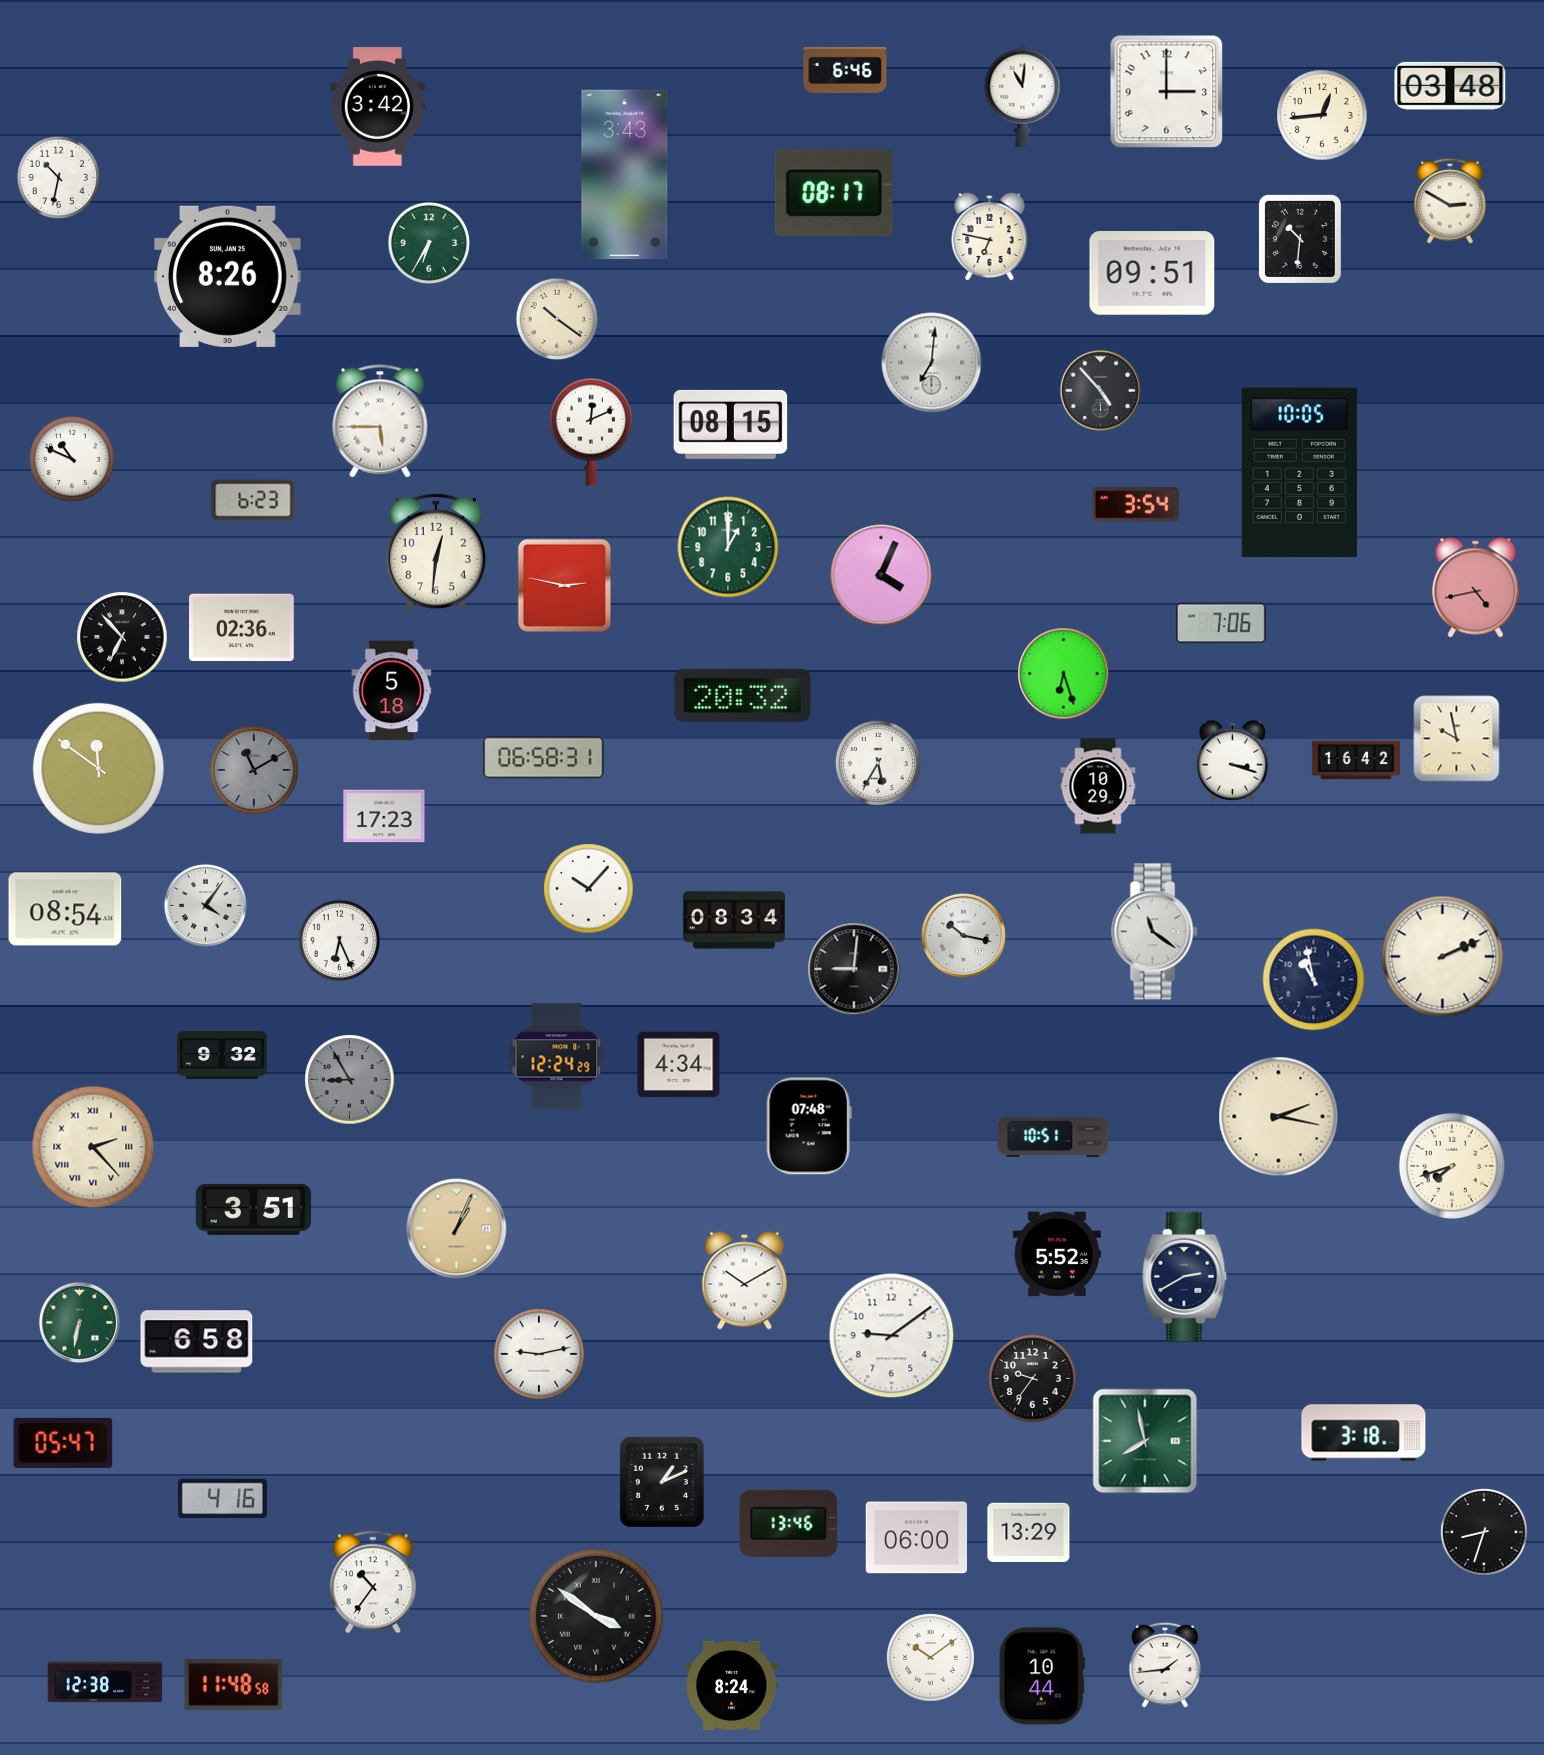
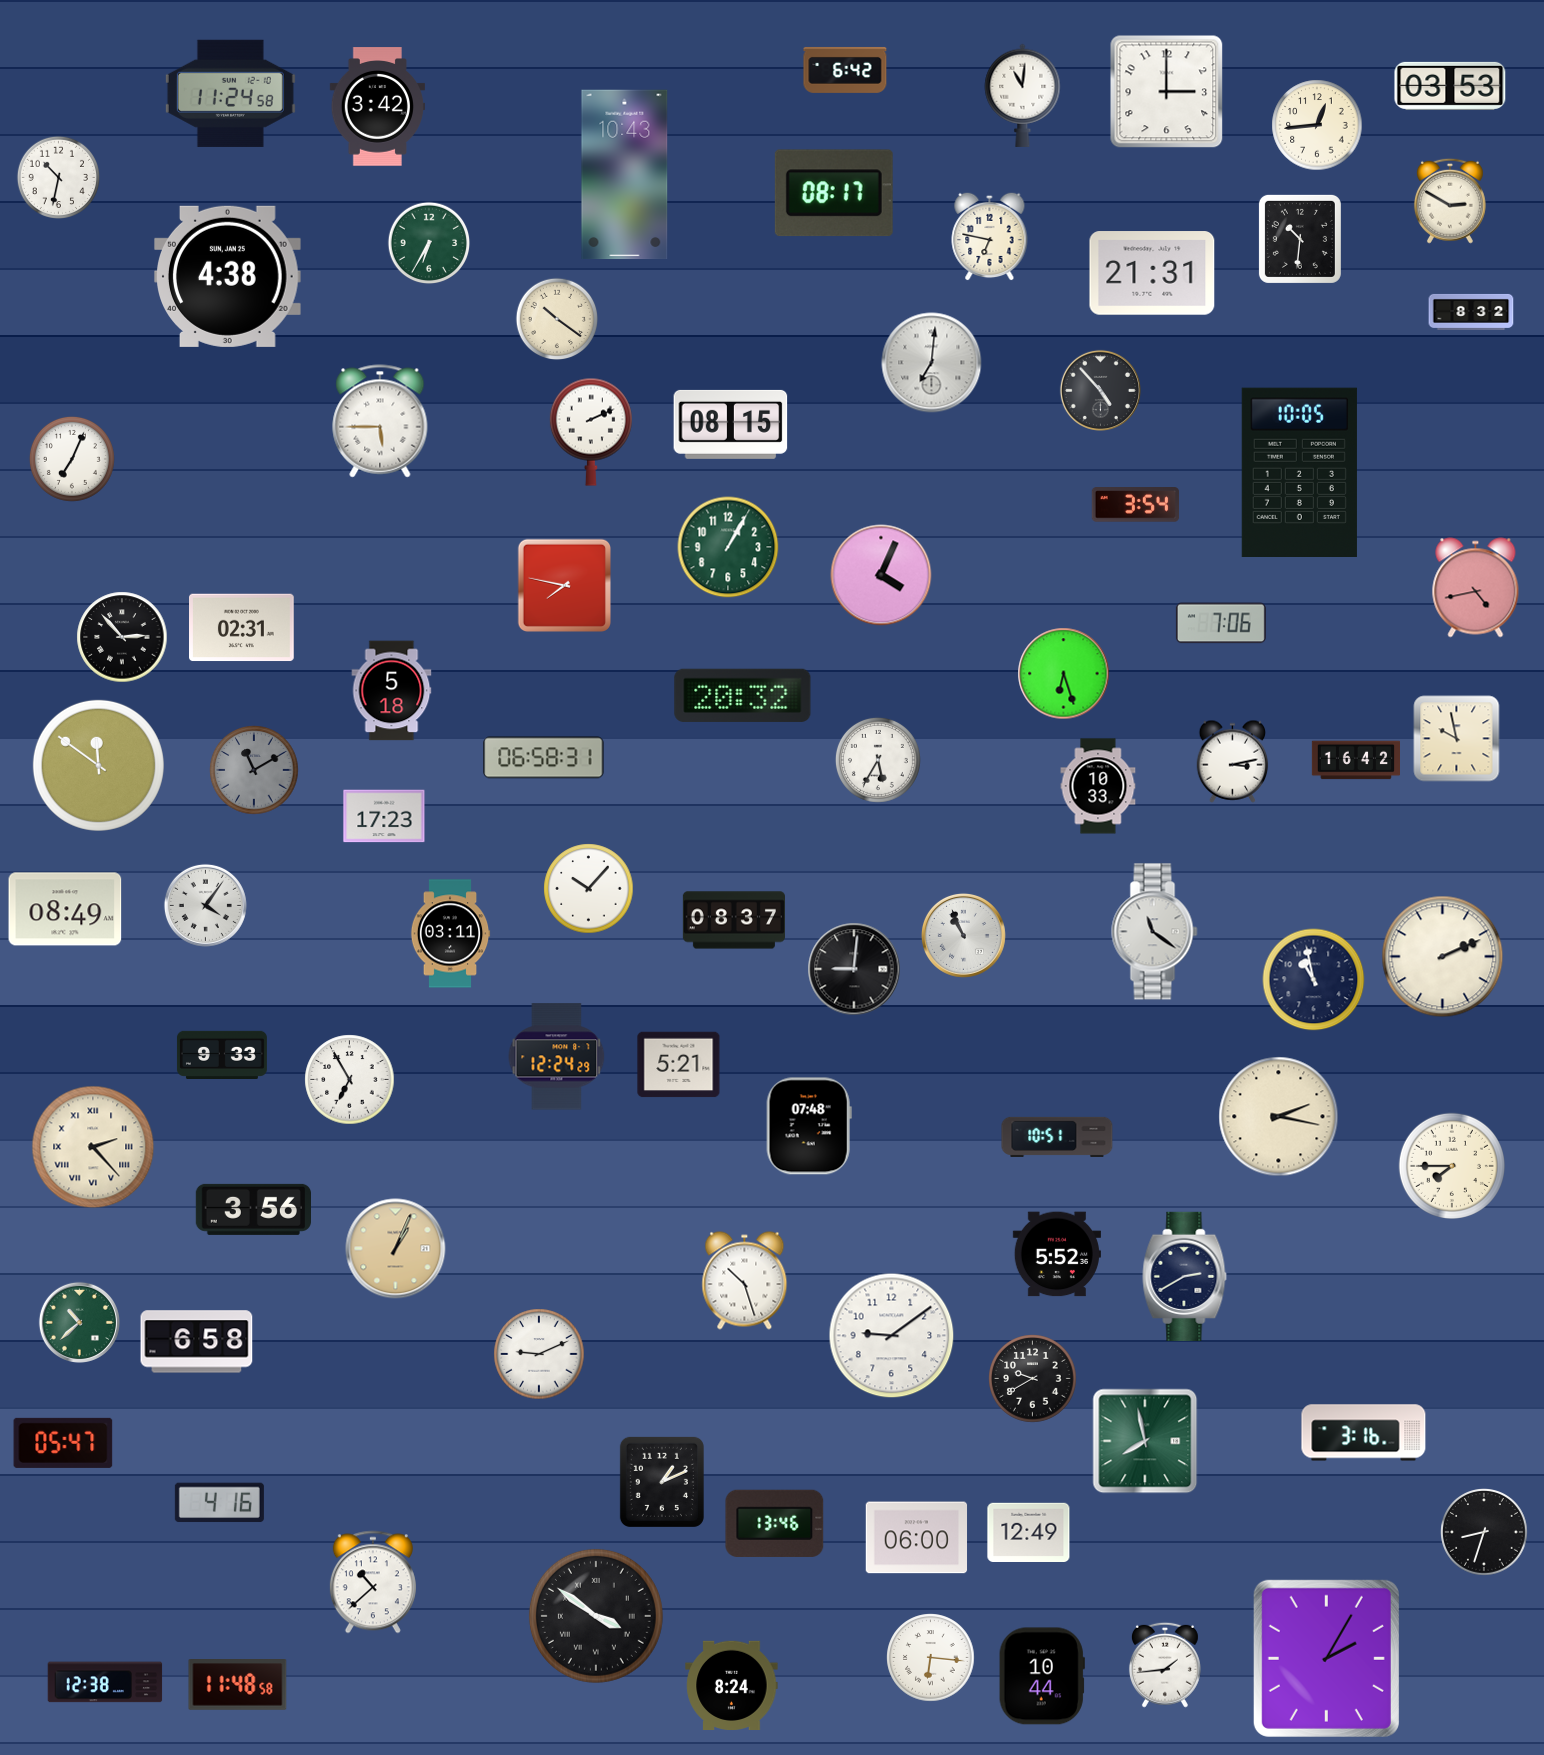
clock at (845, 70): 6:46 -> 6:42
clock at (1450, 86): 03:48 -> 03:53
clock at (230, 93): none -> 11:24
clock at (1322, 115) position: (1322, 115) -> (1317, 125)
clock at (625, 175): 3:43 -> 10:43
clock at (1152, 273): 09:51 -> 21:31
clock at (228, 276): 8:26 -> 4:38
clock at (1471, 312): none -> 8:32
clock at (591, 432): 12:11 -> 2:11
clock at (72, 459): 10:49 -> 7:04
clock at (253, 500): 6:23 -> none
clock at (728, 547): 1:00 -> 1:05
clock at (436, 553): 12:31 -> none
clock at (564, 585): 2:47 -> 7:47
clock at (242, 628): 02:36 -> 02:31
clock at (122, 637): 6:53 -> 2:53
clock at (1233, 761): 3:18 -> 3:13
clock at (878, 763) position: (878, 763) -> (878, 760)
clock at (98, 768) position: (98, 768) -> (98, 765)
clock at (1098, 786): 10:29 -> 10:33
clock at (65, 909): 08:54 -> 08:49
clock at (734, 920): 08:34 -> 08:37
clock at (450, 934): none -> 03:11
clock at (963, 935): 10:17 -> 10:56
clock at (340, 941): 6:26 -> none
clock at (222, 1054): 9:32 -> 9:33
clock at (679, 1065): 4:34 -> 5:21
clock at (350, 1080): 8:55 -> 6:55
clock at (350, 1080) dial: grey -> white
clock at (1053, 1137) position: (1053, 1137) -> (1057, 1137)
clock at (1451, 1165): 7:42 -> 7:45
clock at (253, 1209): 3:51 -> 3:56
clock at (457, 1229) position: (457, 1229) -> (396, 1249)
clock at (745, 1281): 10:10 -> 10:27
clock at (79, 1322): 6:32 -> 10:38
clock at (539, 1354): 9:13 -> 9:11
clock at (1033, 1379): 9:36 -> 9:40
clock at (1364, 1433): 3:18 -> 3:16
clock at (222, 1499) position: (222, 1499) -> (219, 1503)
clock at (789, 1523) position: (789, 1523) -> (775, 1523)
clock at (1029, 1532): 13:29 -> 12:49
clock at (373, 1582): 10:36 -> 10:38
clock at (931, 1658): 10:09 -> 6:16
clock at (1326, 1658): none -> 2:05
clock at (234, 1685) position: (234, 1685) -> (238, 1685)
